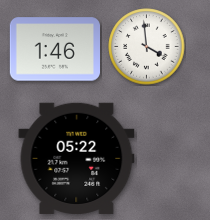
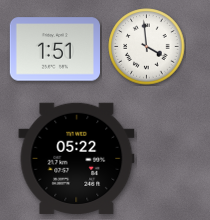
clock at (54, 49): 1:46 -> 1:51
